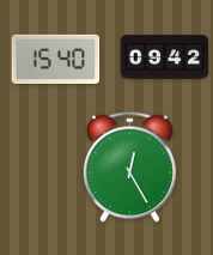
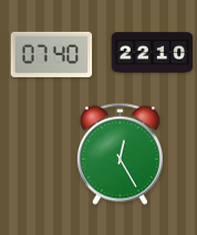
clock at (165, 57): 09:42 -> 22:10
clock at (56, 59): 15:40 -> 07:40
